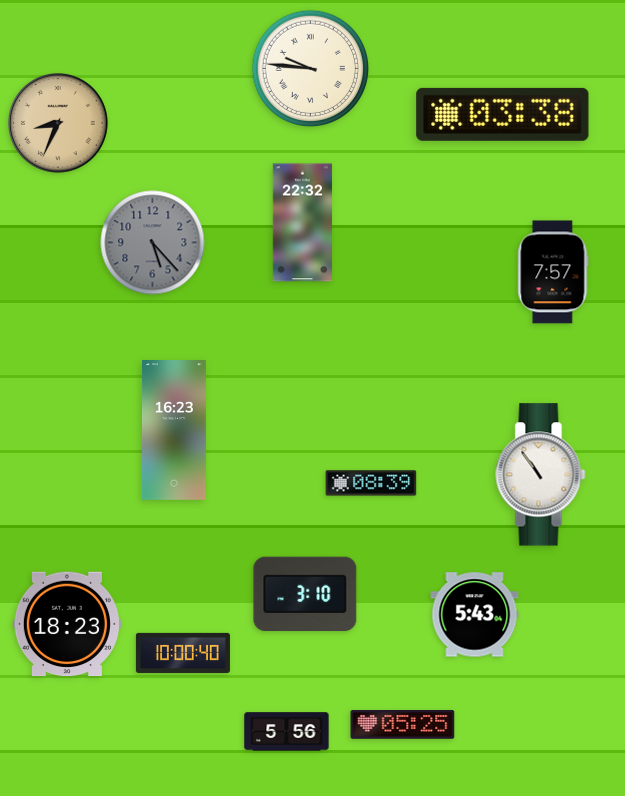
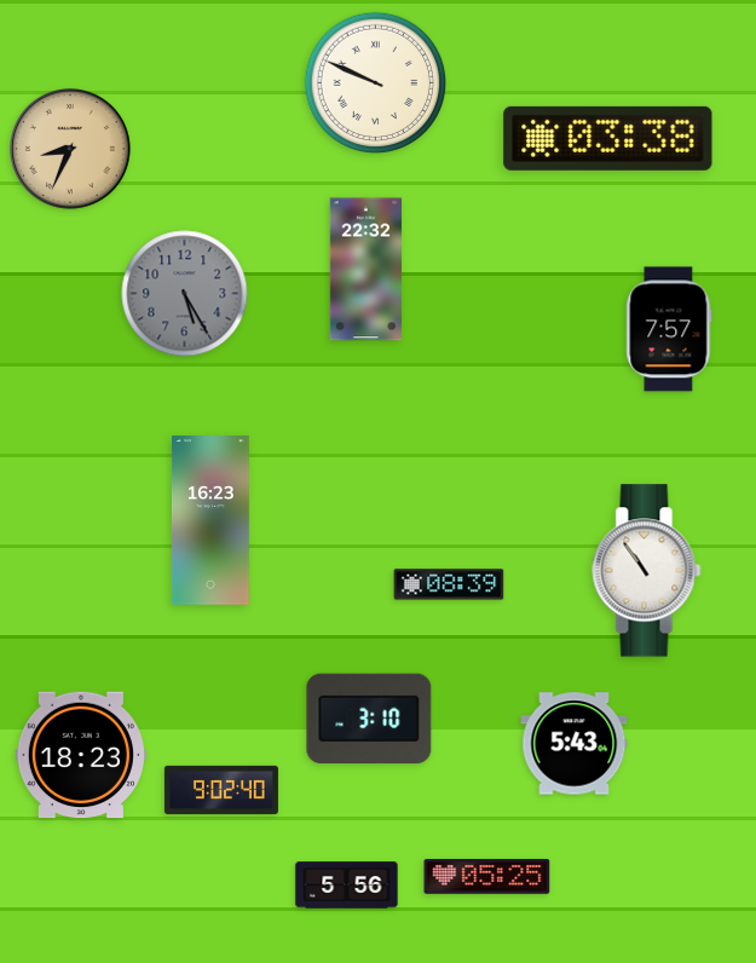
clock at (310, 68): 9:46 -> 9:49
clock at (153, 243): 5:23 -> 5:25
clock at (541, 475) position: (541, 475) -> (647, 571)
clock at (183, 653): 10:00 -> 9:02
